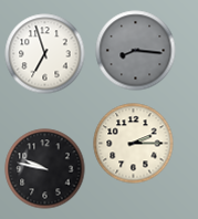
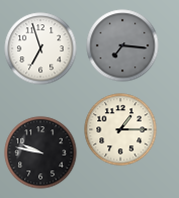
clock at (136, 51): 8:16 -> 7:16
clock at (134, 144): 2:15 -> 1:15
